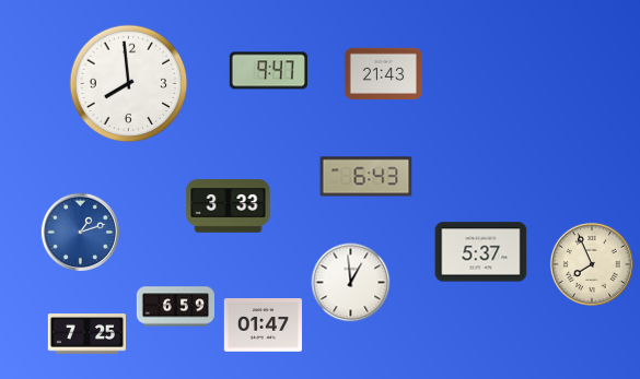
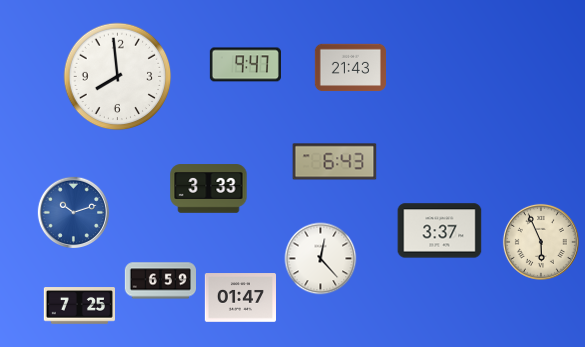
clock at (80, 232): 1:12 -> 10:12
clock at (481, 252): 5:37 -> 3:37
clock at (592, 264): 7:56 -> 5:56
clock at (351, 283): 12:59 -> 12:23
